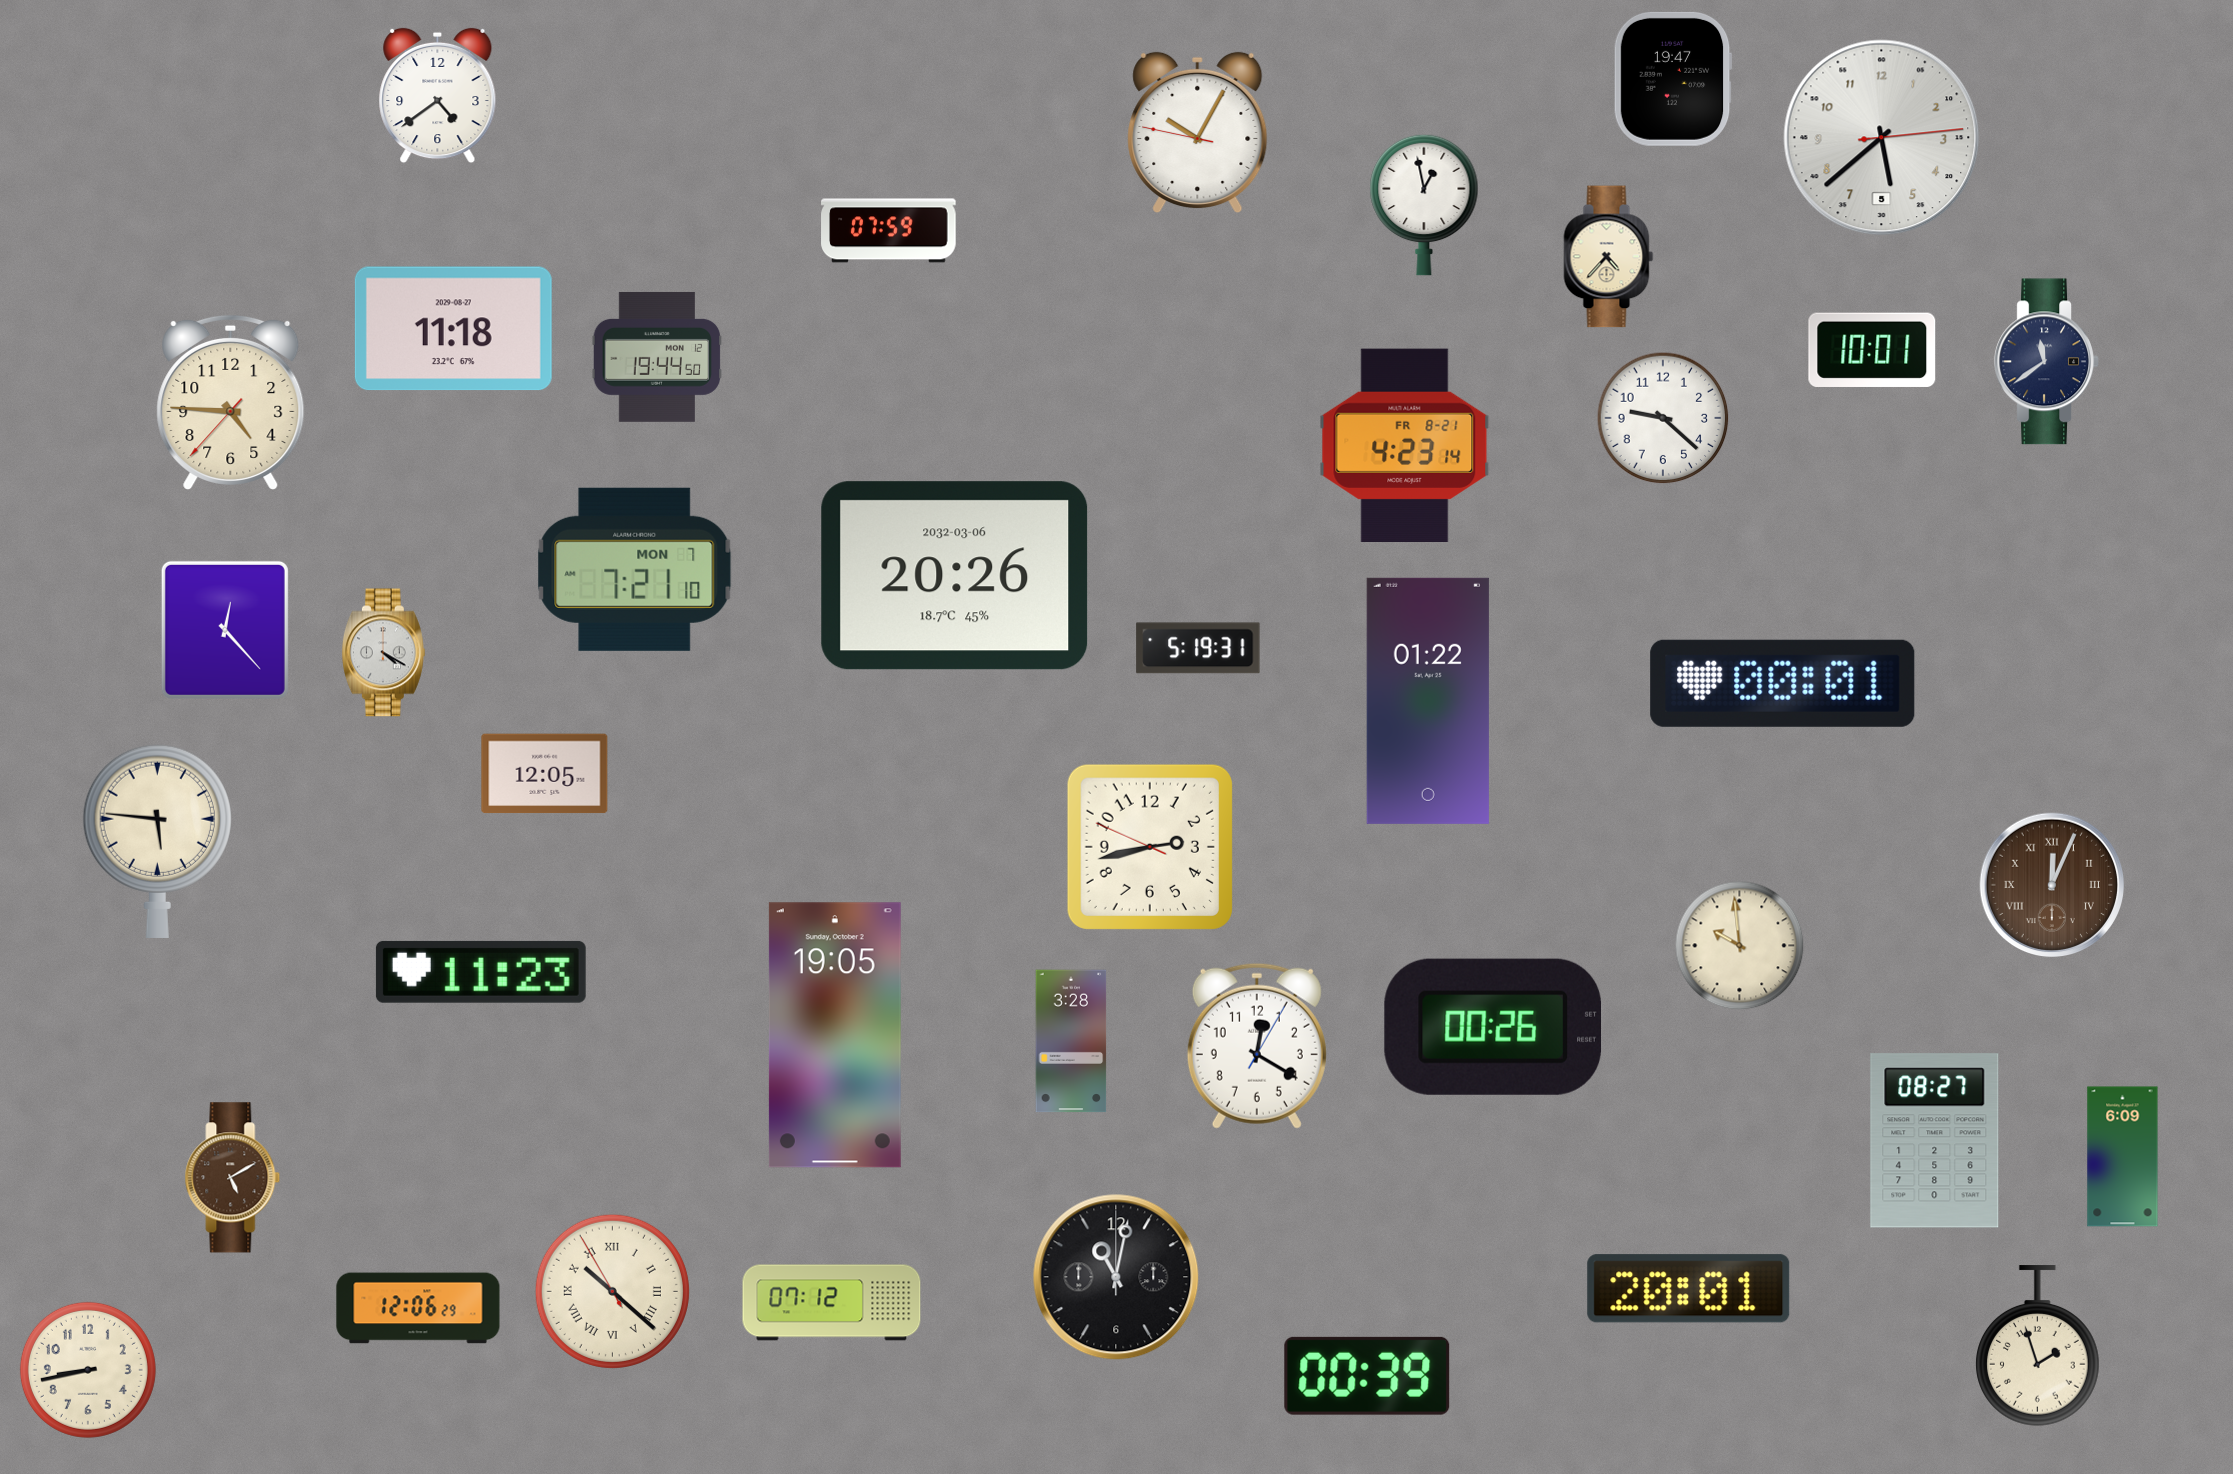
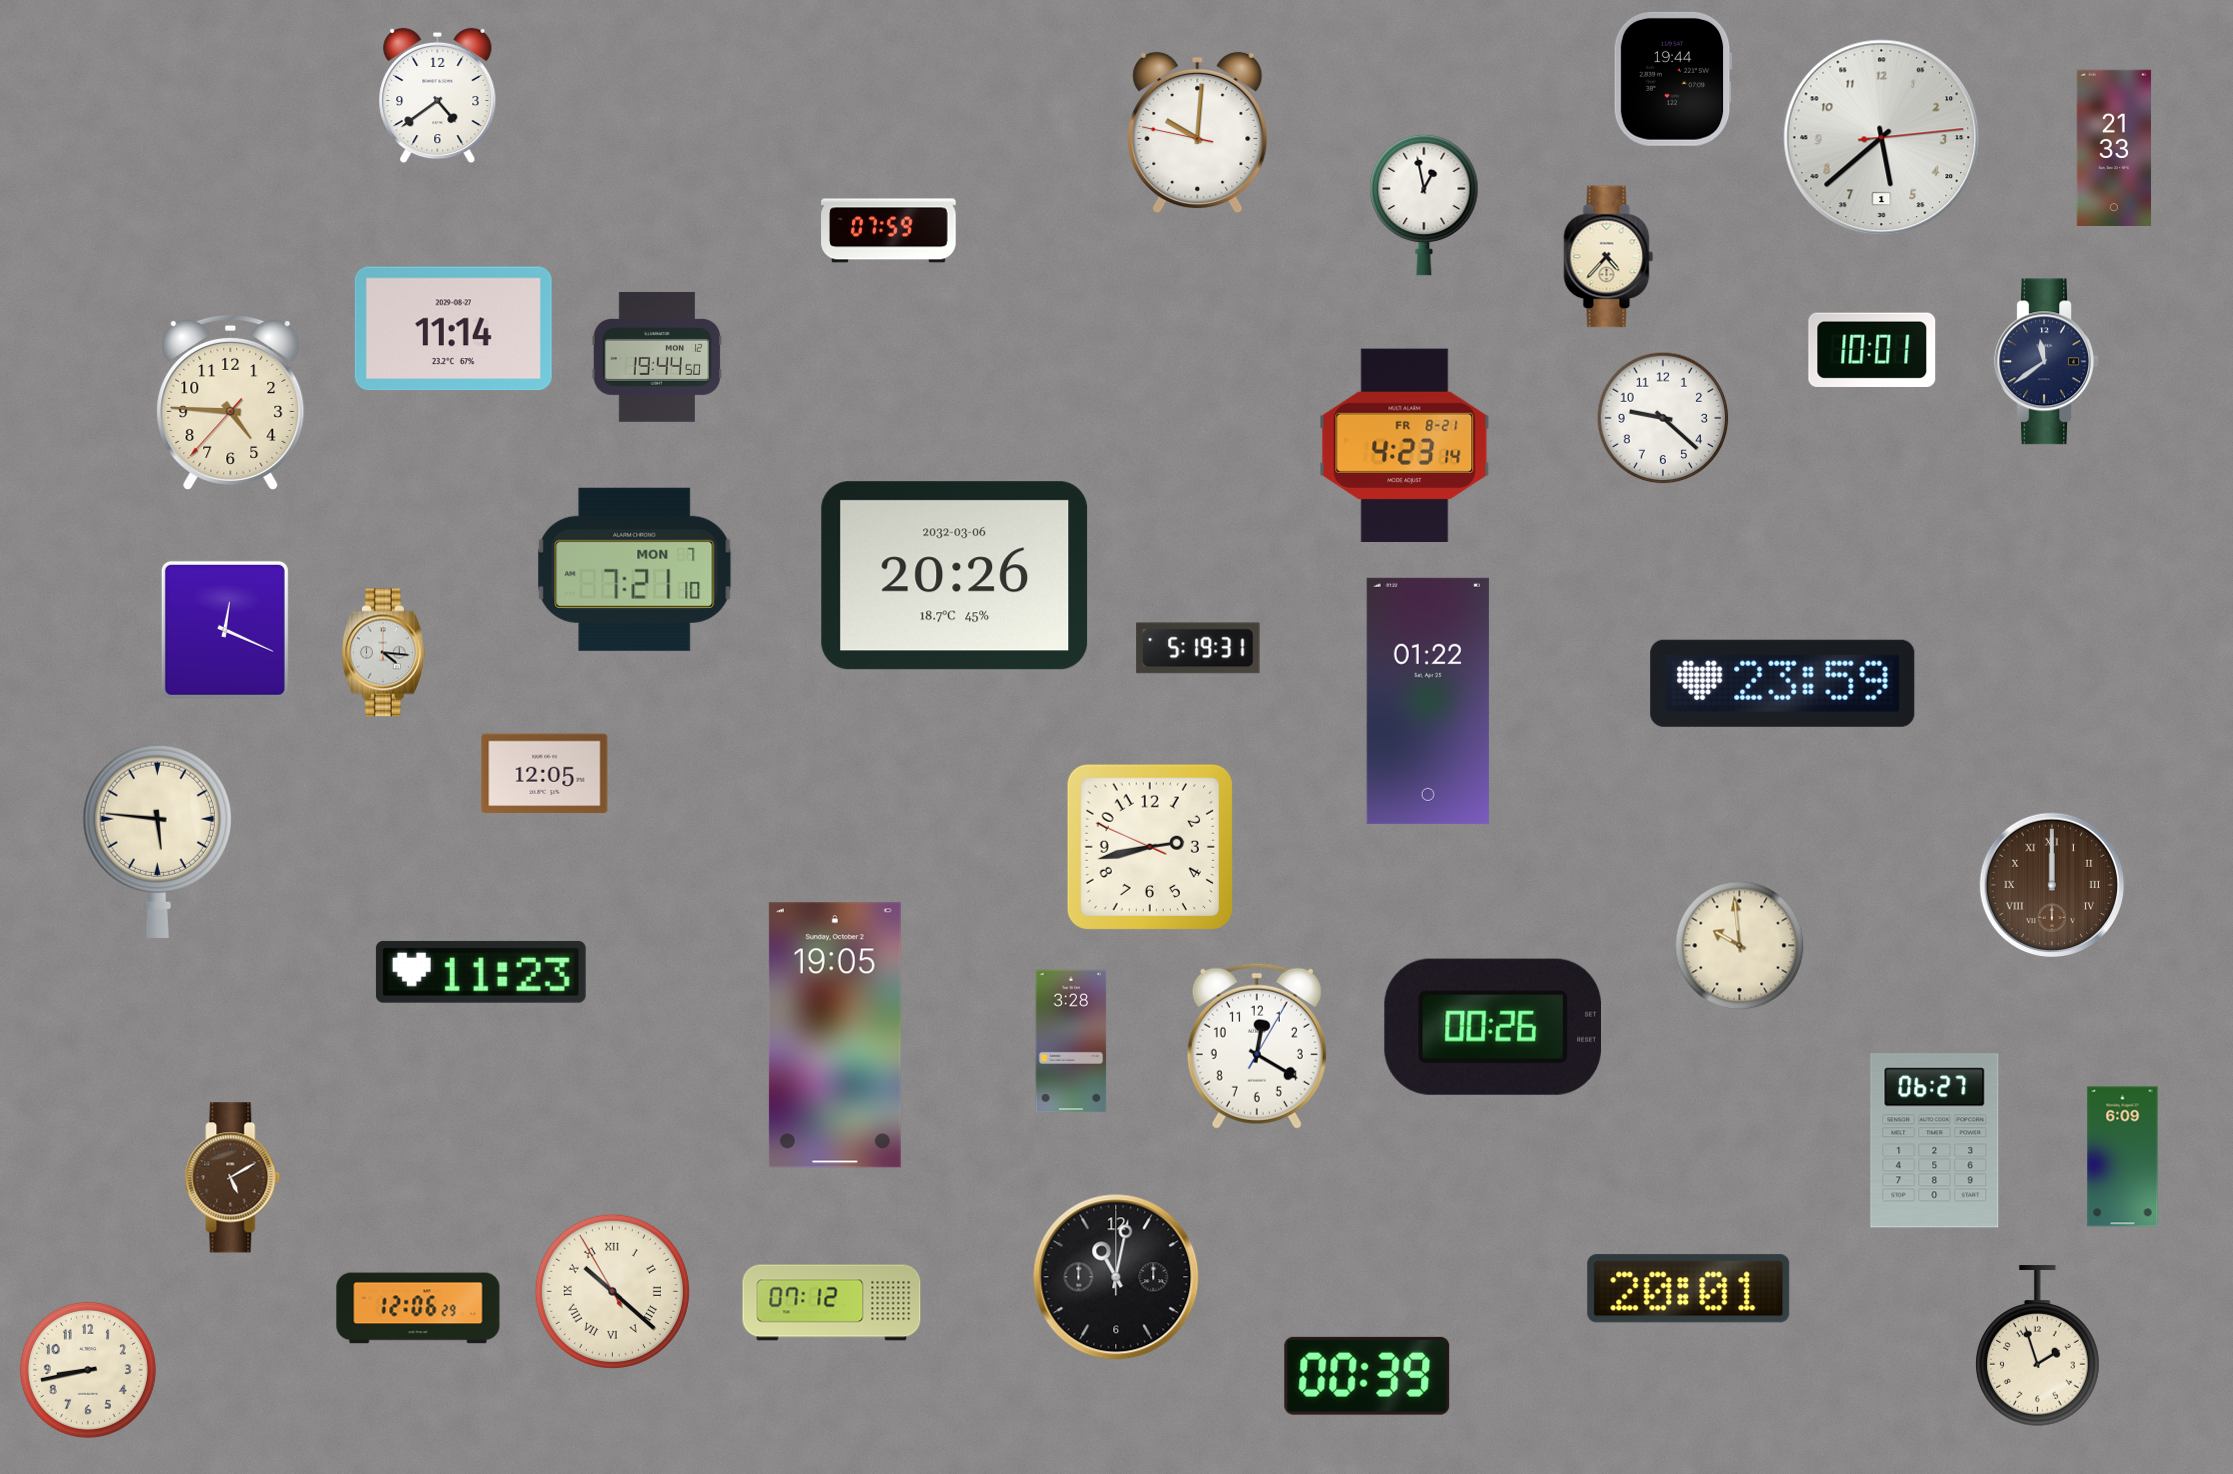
clock at (1673, 79): 19:47 -> 19:44
clock at (1198, 133): 10:04 -> 10:00
clock at (1882, 138) date: 5 -> 1
clock at (2114, 147): none -> 21:33
clock at (453, 329): 11:18 -> 11:14
clock at (225, 630): 12:23 -> 12:19
clock at (383, 653): 4:20 -> 4:16
clock at (1783, 683): 00:01 -> 23:59
clock at (2052, 885): 12:04 -> 12:00
clock at (1935, 1141): 08:27 -> 06:27
